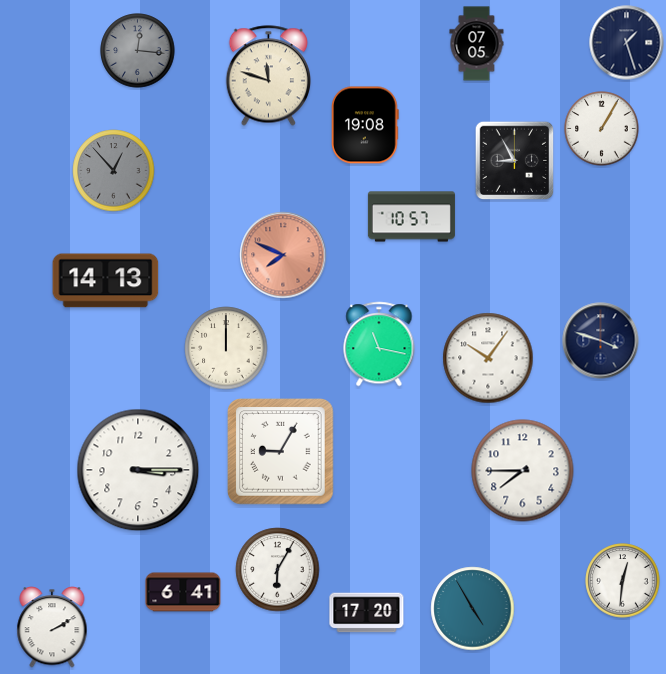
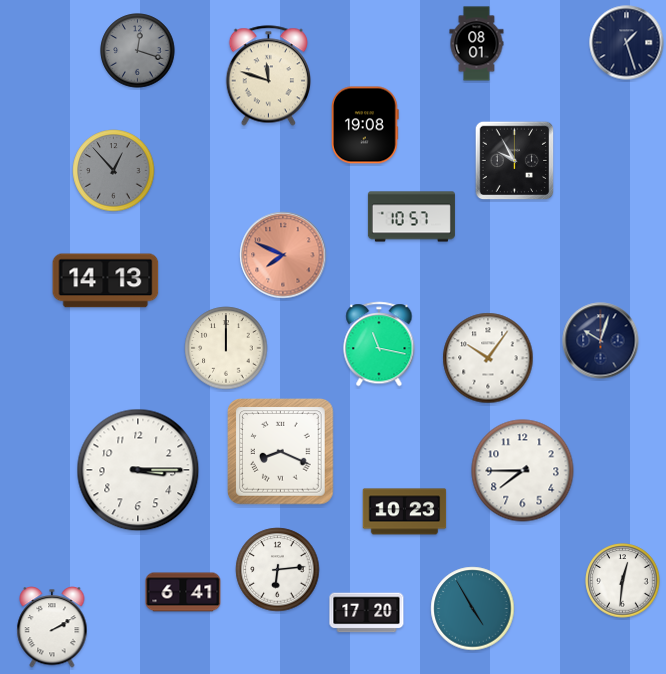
clock at (477, 44): 07:05 -> 08:01
clock at (138, 51): 12:16 -> 12:18
clock at (602, 129): 1:05 -> none
clock at (515, 161): 8:55 -> 9:55
clock at (601, 341): 3:48 -> 10:03
clock at (281, 452): 9:05 -> 8:19
clock at (405, 512): none -> 10:23
clock at (278, 570): 6:05 -> 6:14
